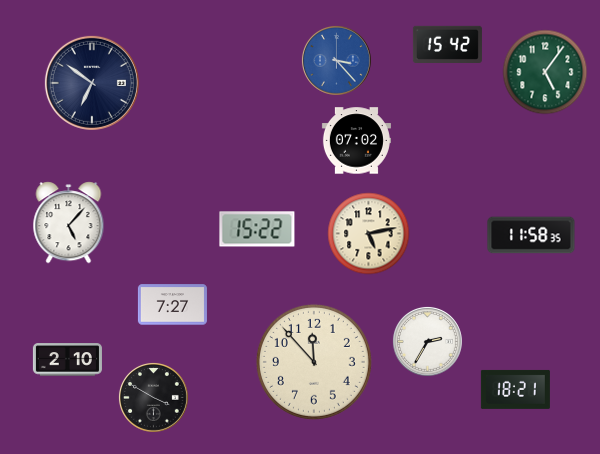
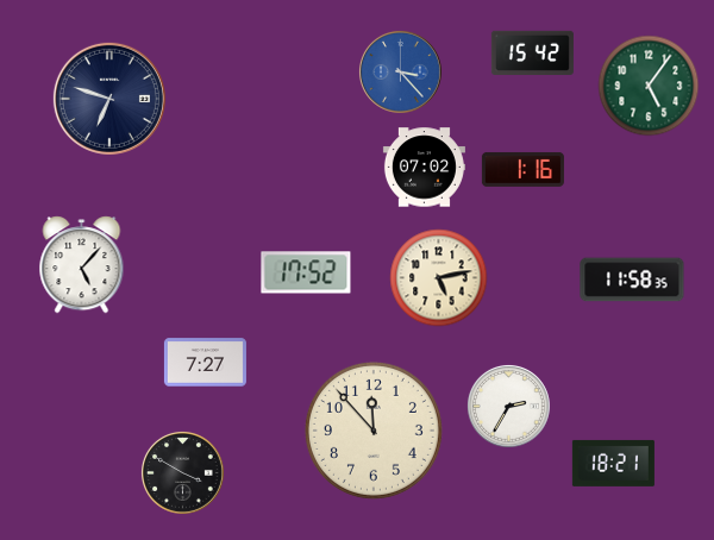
clock at (92, 83): 6:51 -> 6:48
clock at (522, 169): none -> 1:16
clock at (257, 229): 15:22 -> 17:52
clock at (67, 360): 2:10 -> none
